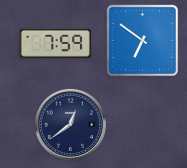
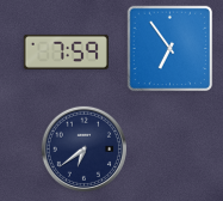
clock at (143, 41): 6:51 -> 6:54
clock at (70, 124): 12:39 -> 6:39
